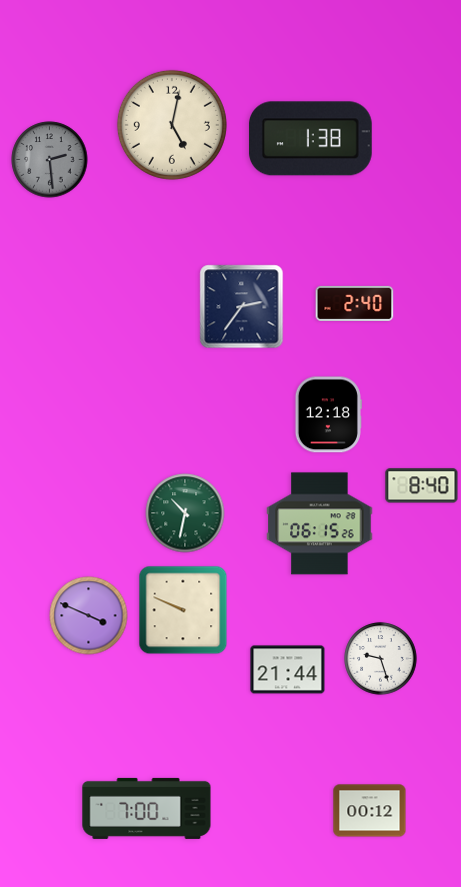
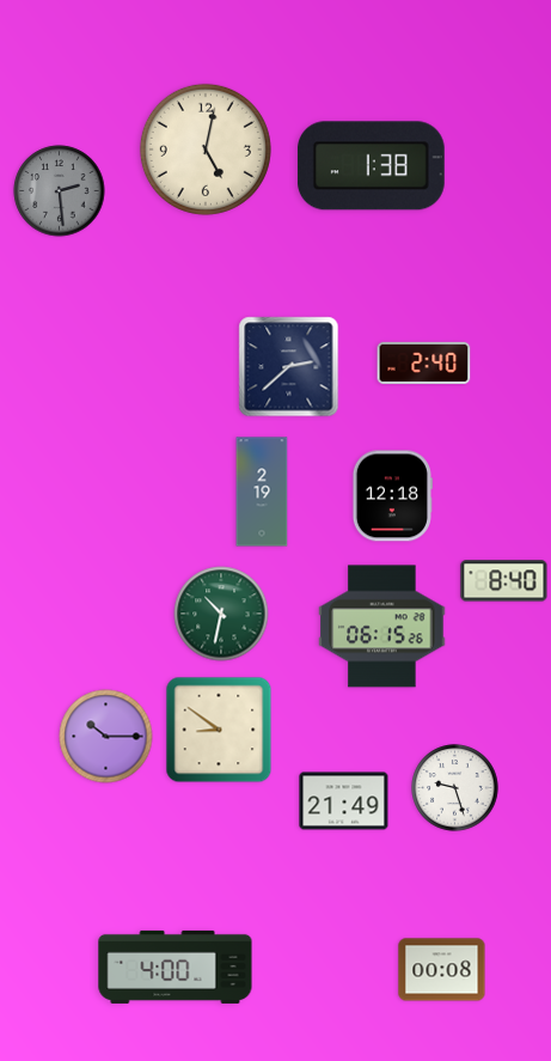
clock at (242, 307): 2:36 -> 2:38
clock at (262, 492): none -> 2:19
clock at (183, 610): 9:49 -> 8:51
clock at (89, 616): 3:49 -> 10:15
clock at (288, 670): 21:44 -> 21:49
clock at (147, 808): 7:00 -> 4:00
clock at (370, 811): 00:12 -> 00:08
